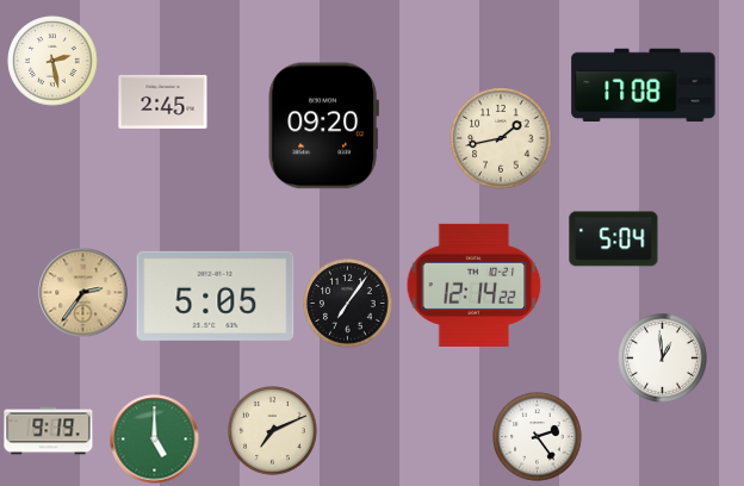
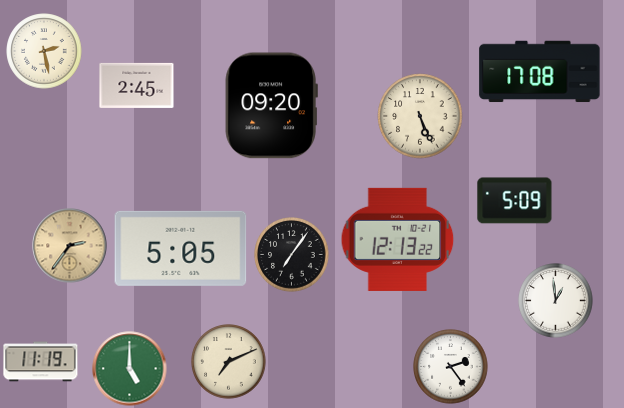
clock at (501, 138): 1:43 -> 5:26
clock at (614, 239): 5:04 -> 5:09
clock at (475, 285): 12:14 -> 12:13
clock at (49, 431): 9:19 -> 11:19
